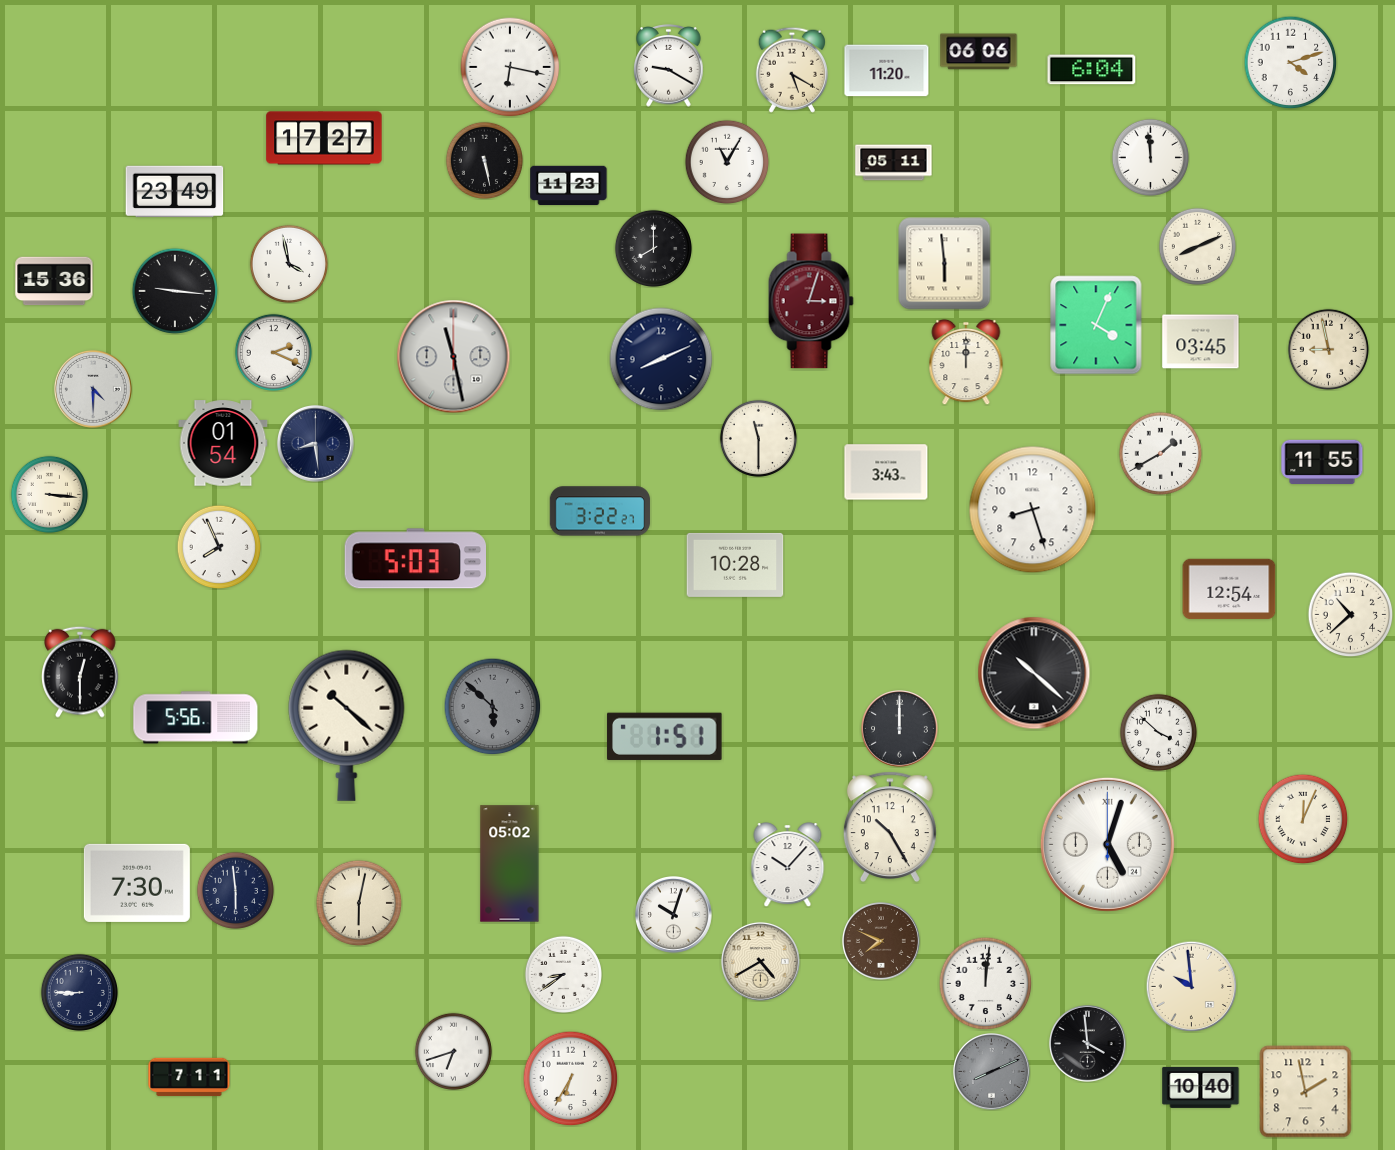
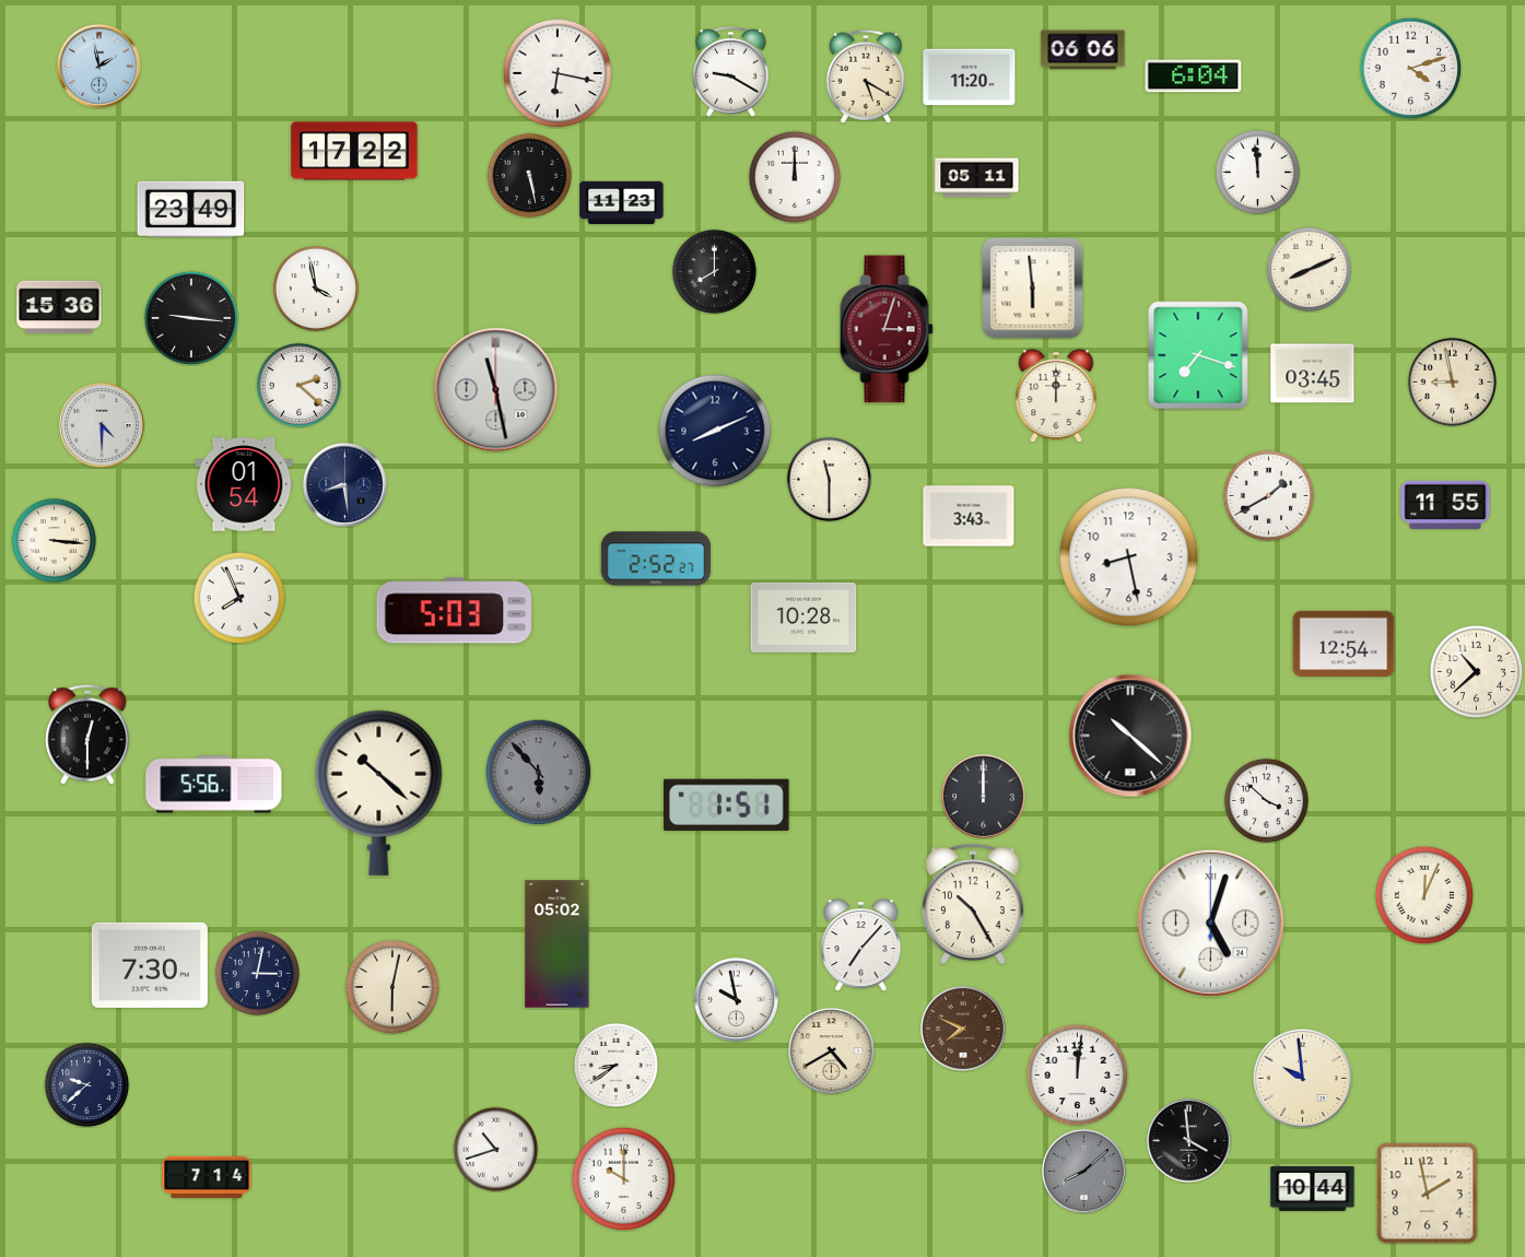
clock at (979, 52) position: (979, 52) -> (1083, 50)
clock at (99, 67): none -> 1:58
clock at (324, 138): 17:27 -> 17:22
clock at (727, 162): 11:05 -> 12:00
clock at (1096, 325): 4:04 -> 7:18
clock at (273, 352): 2:19 -> 2:22
clock at (661, 359) position: (661, 359) -> (715, 431)
clock at (1033, 510): 8:27 -> 8:28
clock at (600, 511): 3:22 -> 2:52
clock at (492, 706): 5:52 -> 5:53
clock at (788, 865): 10:07 -> 7:07
clock at (235, 890): 5:59 -> 3:02
clock at (674, 915): 10:03 -> 9:58
clock at (79, 992): 8:45 -> 9:38
clock at (453, 1051): 6:42 -> 10:42
clock at (992, 1072): 8:11 -> 8:08
clock at (189, 1077): 7:11 -> 7:14
clock at (570, 1078): 6:35 -> 10:00
clock at (1201, 1087): 10:40 -> 10:44
